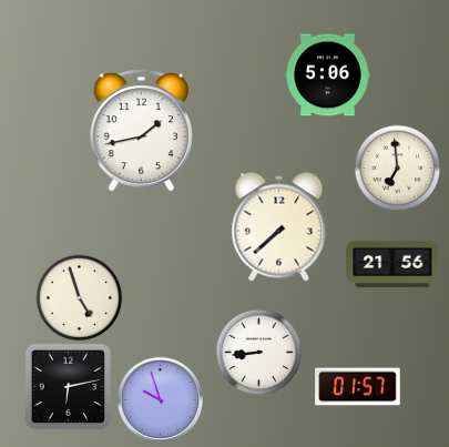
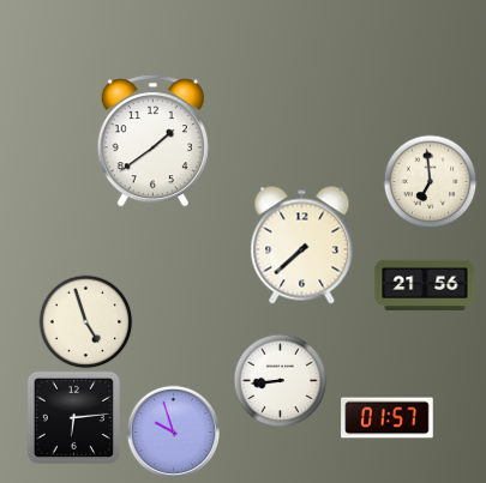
clock at (328, 75): 5:06 -> none
clock at (141, 131): 1:43 -> 1:39
clock at (68, 386): 6:13 -> 6:14
